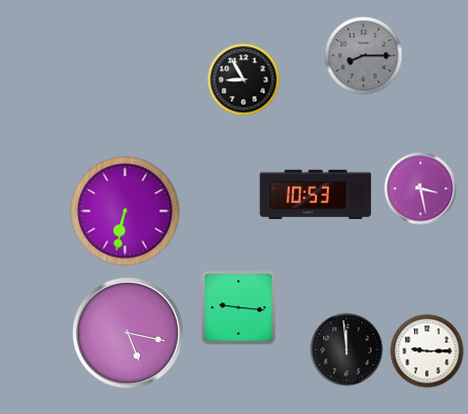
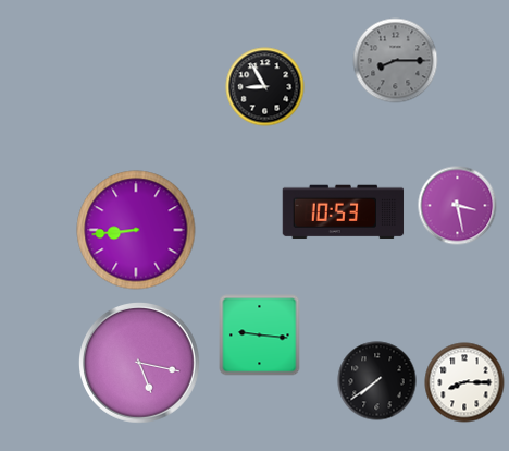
clock at (125, 211): 6:32 -> 8:44
clock at (347, 350): 11:59 -> 7:39
clock at (427, 351): 9:15 -> 8:15
